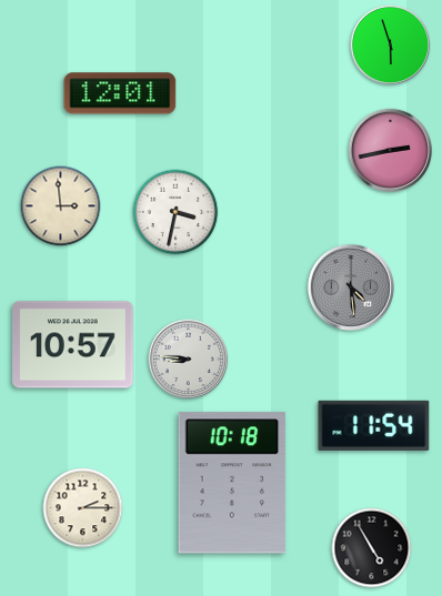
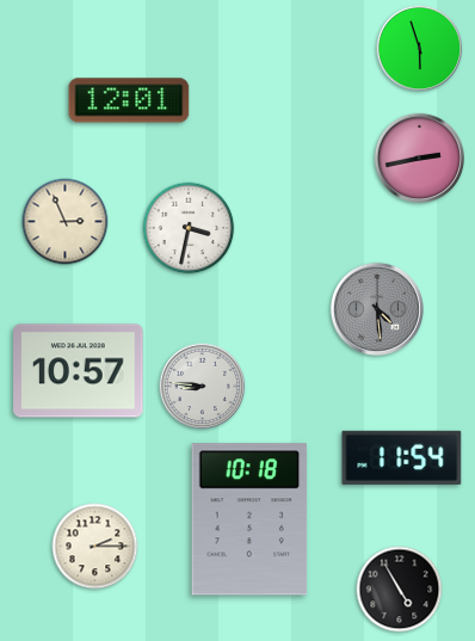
clock at (390, 150) position: (390, 150) -> (419, 158)
clock at (61, 206): 2:59 -> 2:56
clock at (83, 508) position: (83, 508) -> (95, 547)
